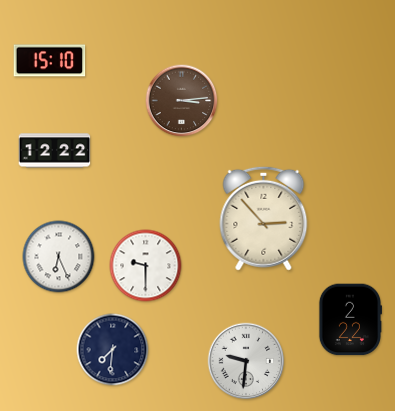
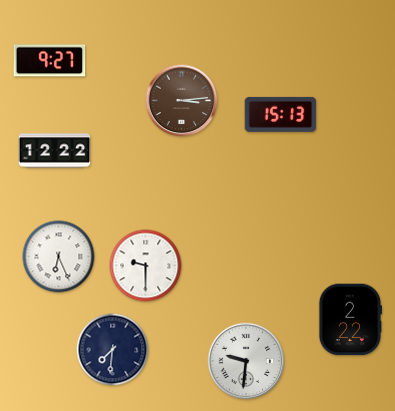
clock at (50, 61): 15:10 -> 9:27
clock at (281, 114): none -> 15:13
clock at (264, 218): 2:53 -> none
